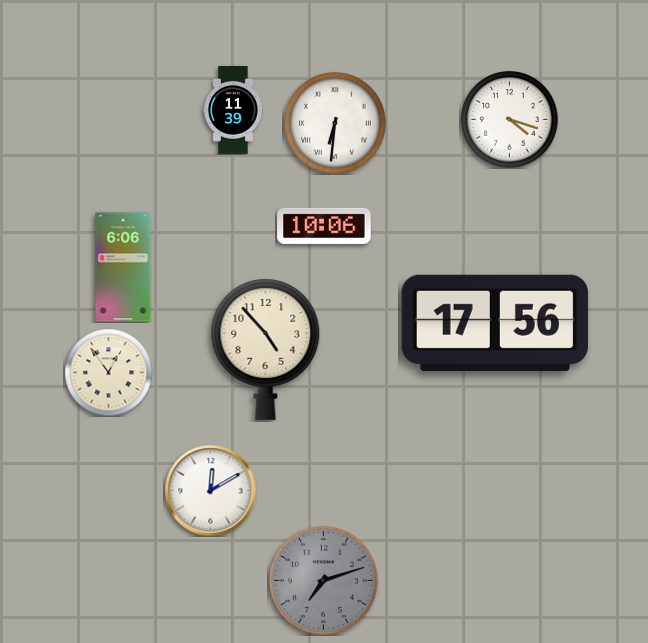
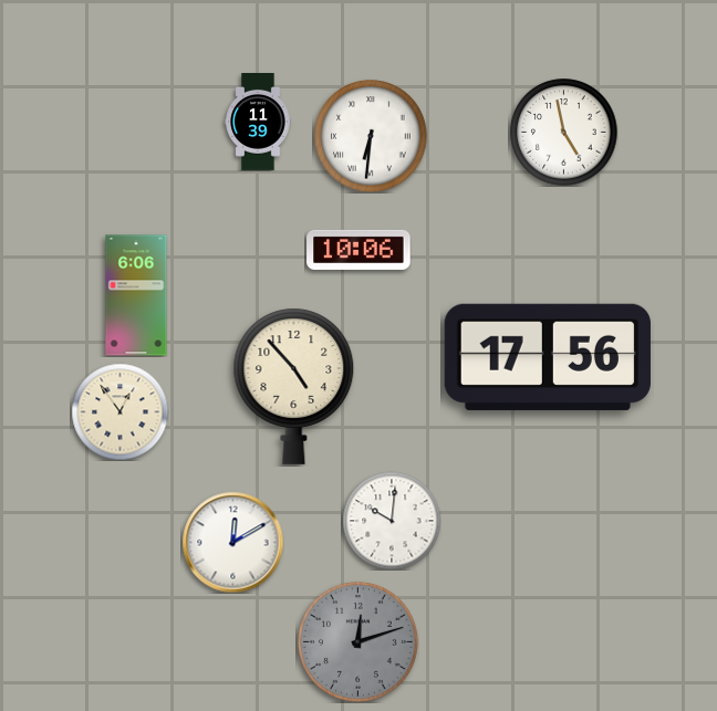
clock at (510, 120): 4:18 -> 4:58
clock at (392, 521): none -> 10:01
clock at (323, 580): 7:12 -> 12:12
